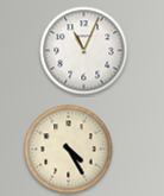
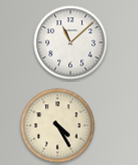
clock at (84, 51): 11:04 -> 11:08
